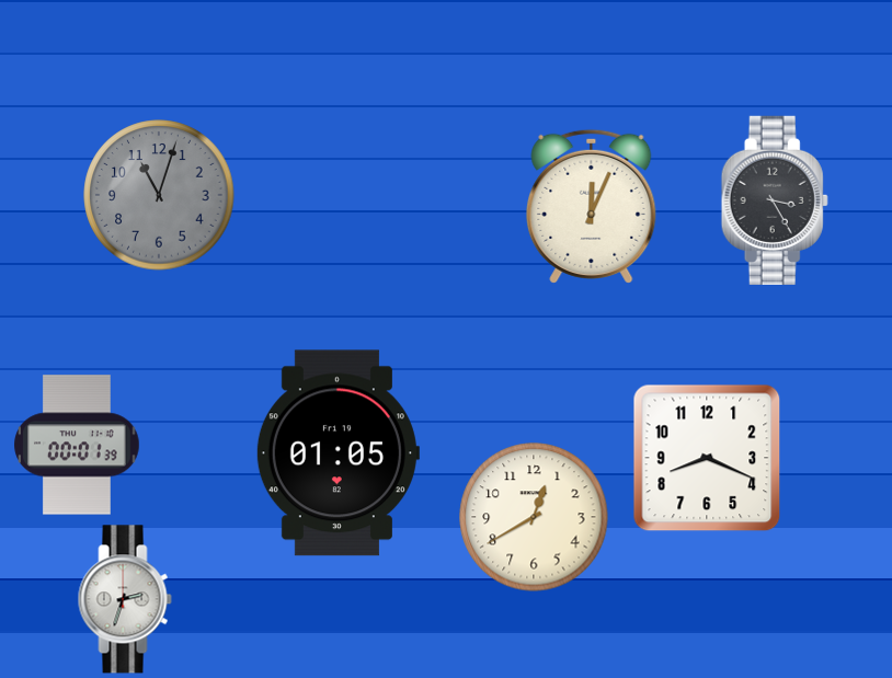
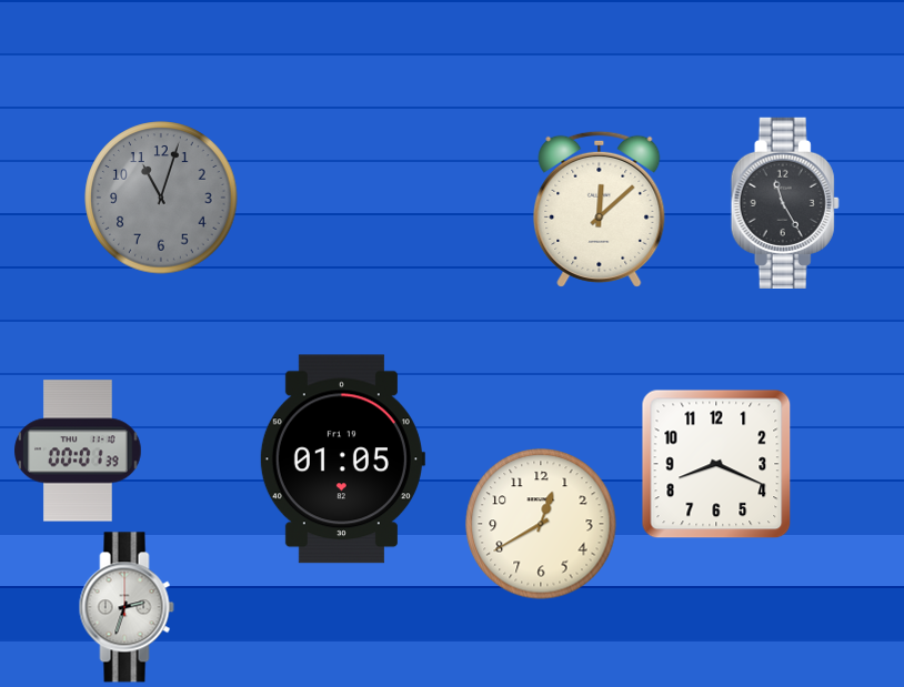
clock at (775, 200): 3:25 -> 11:25
clock at (592, 206): 12:04 -> 12:08
